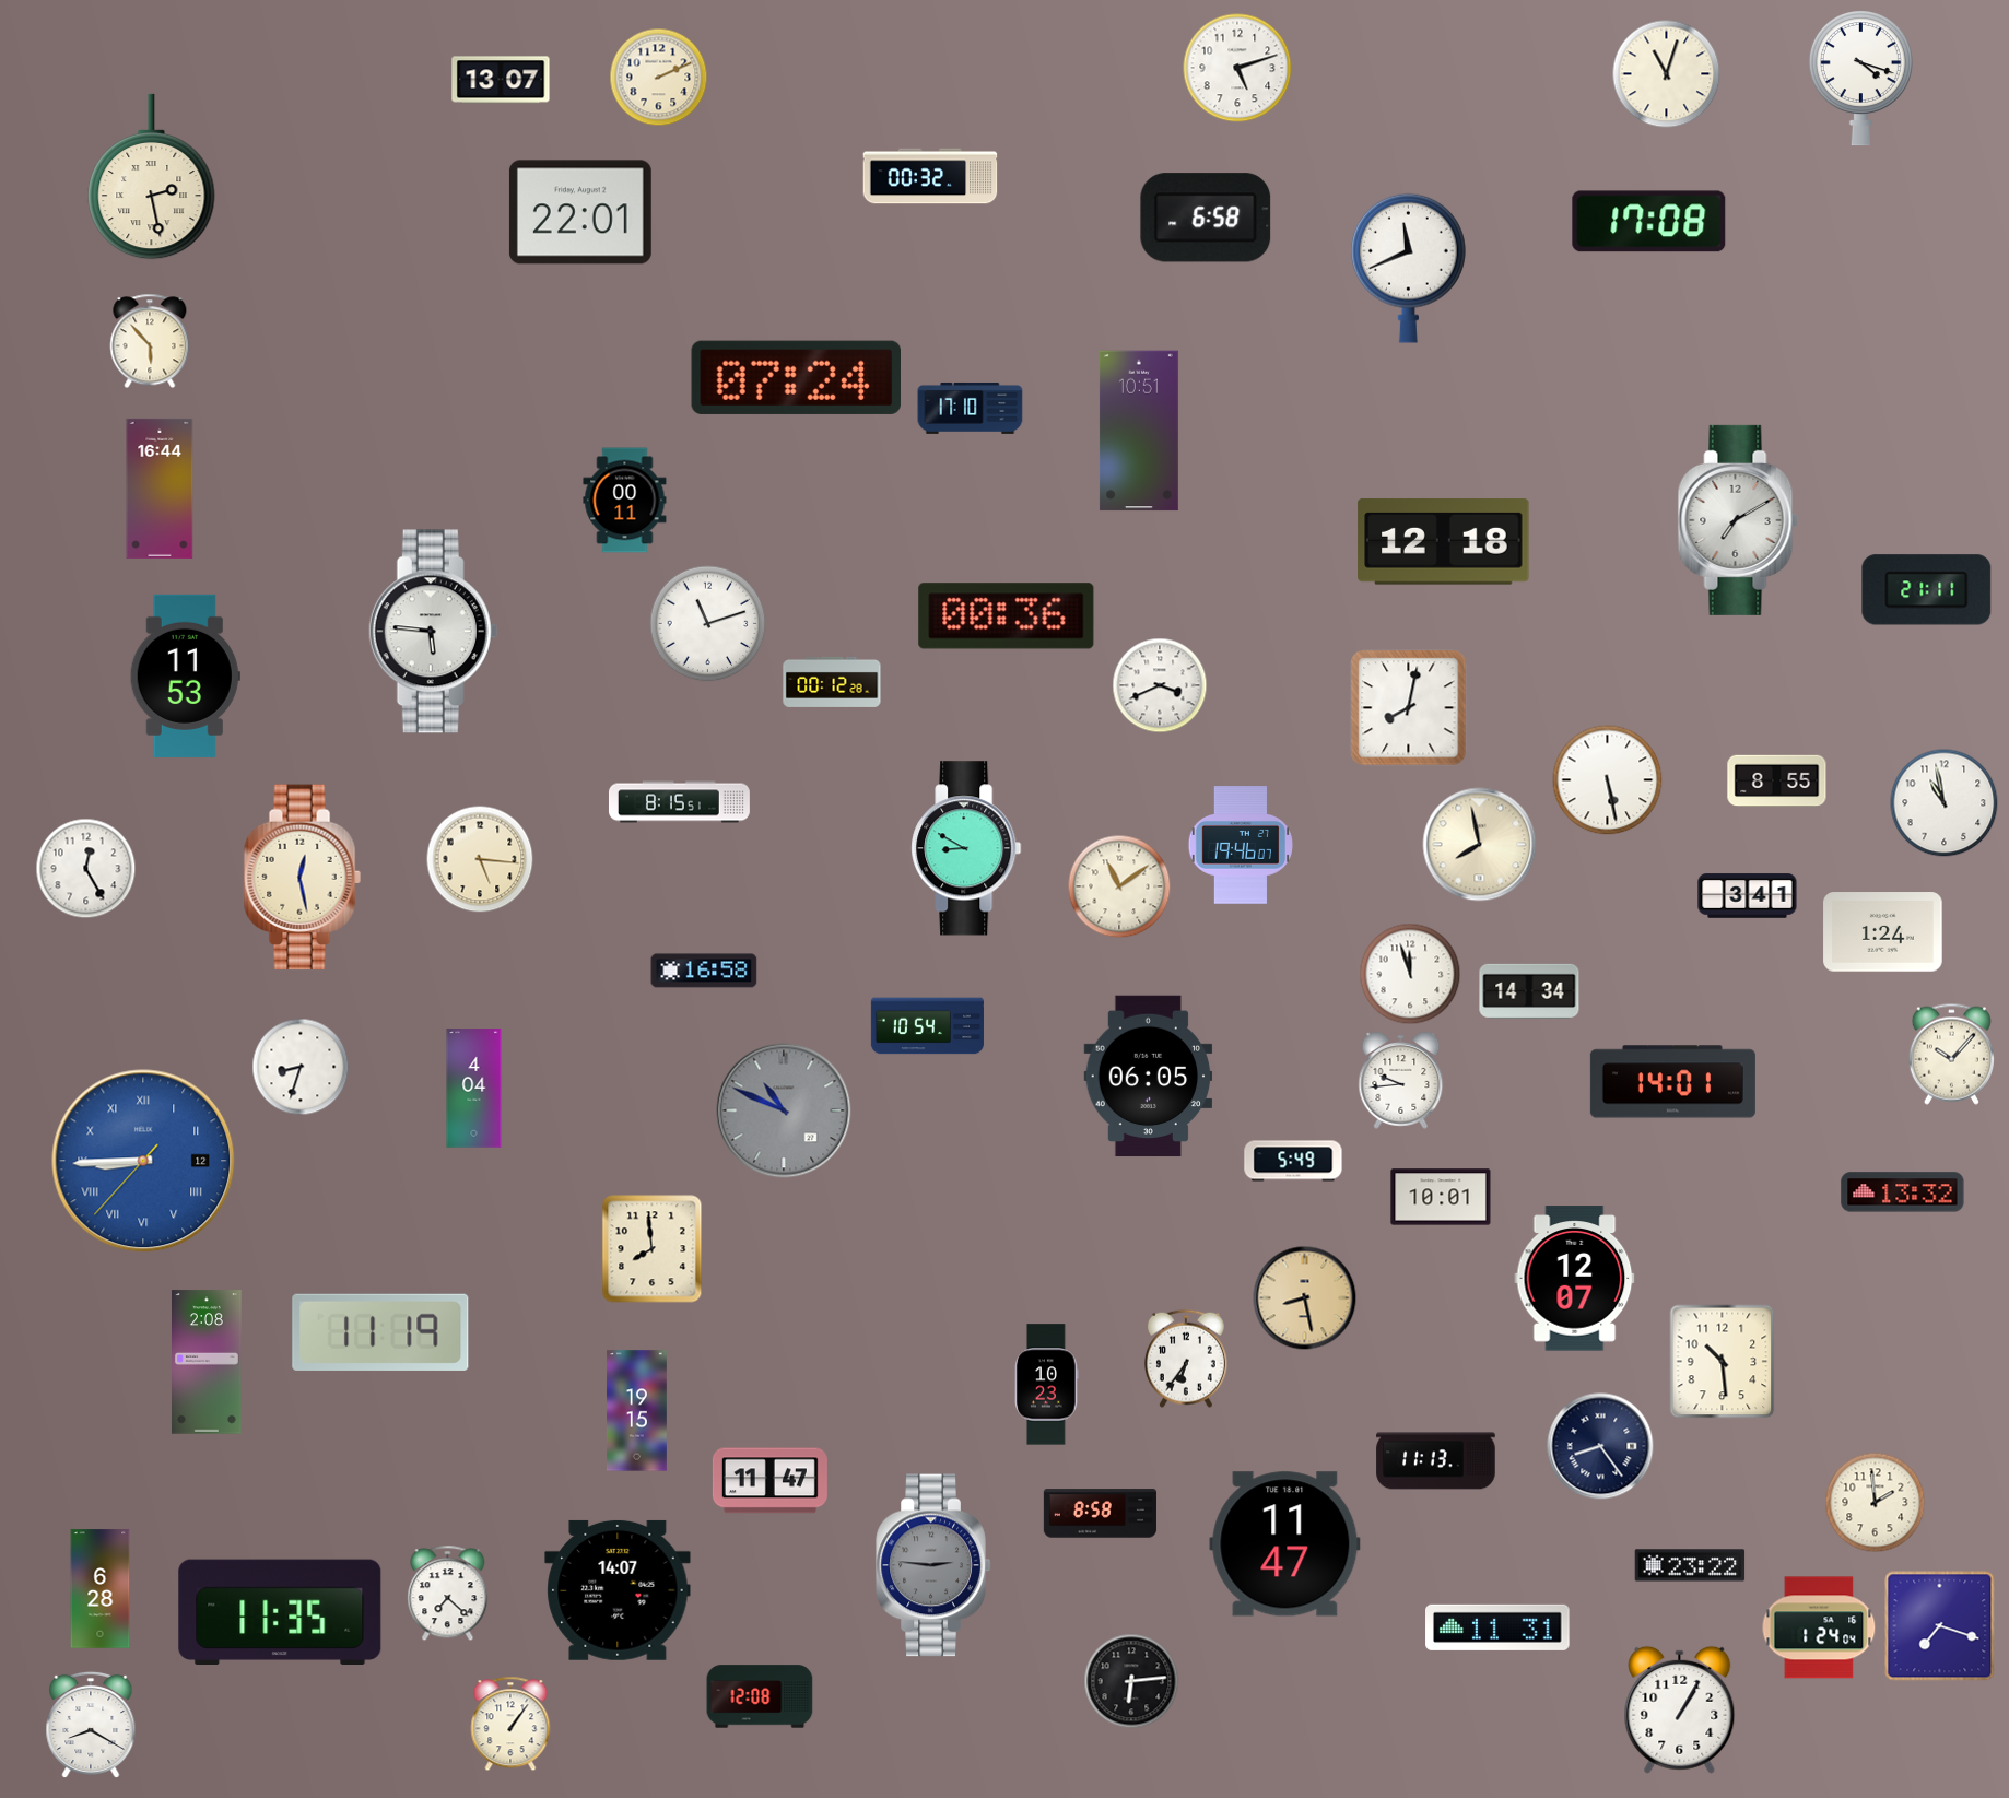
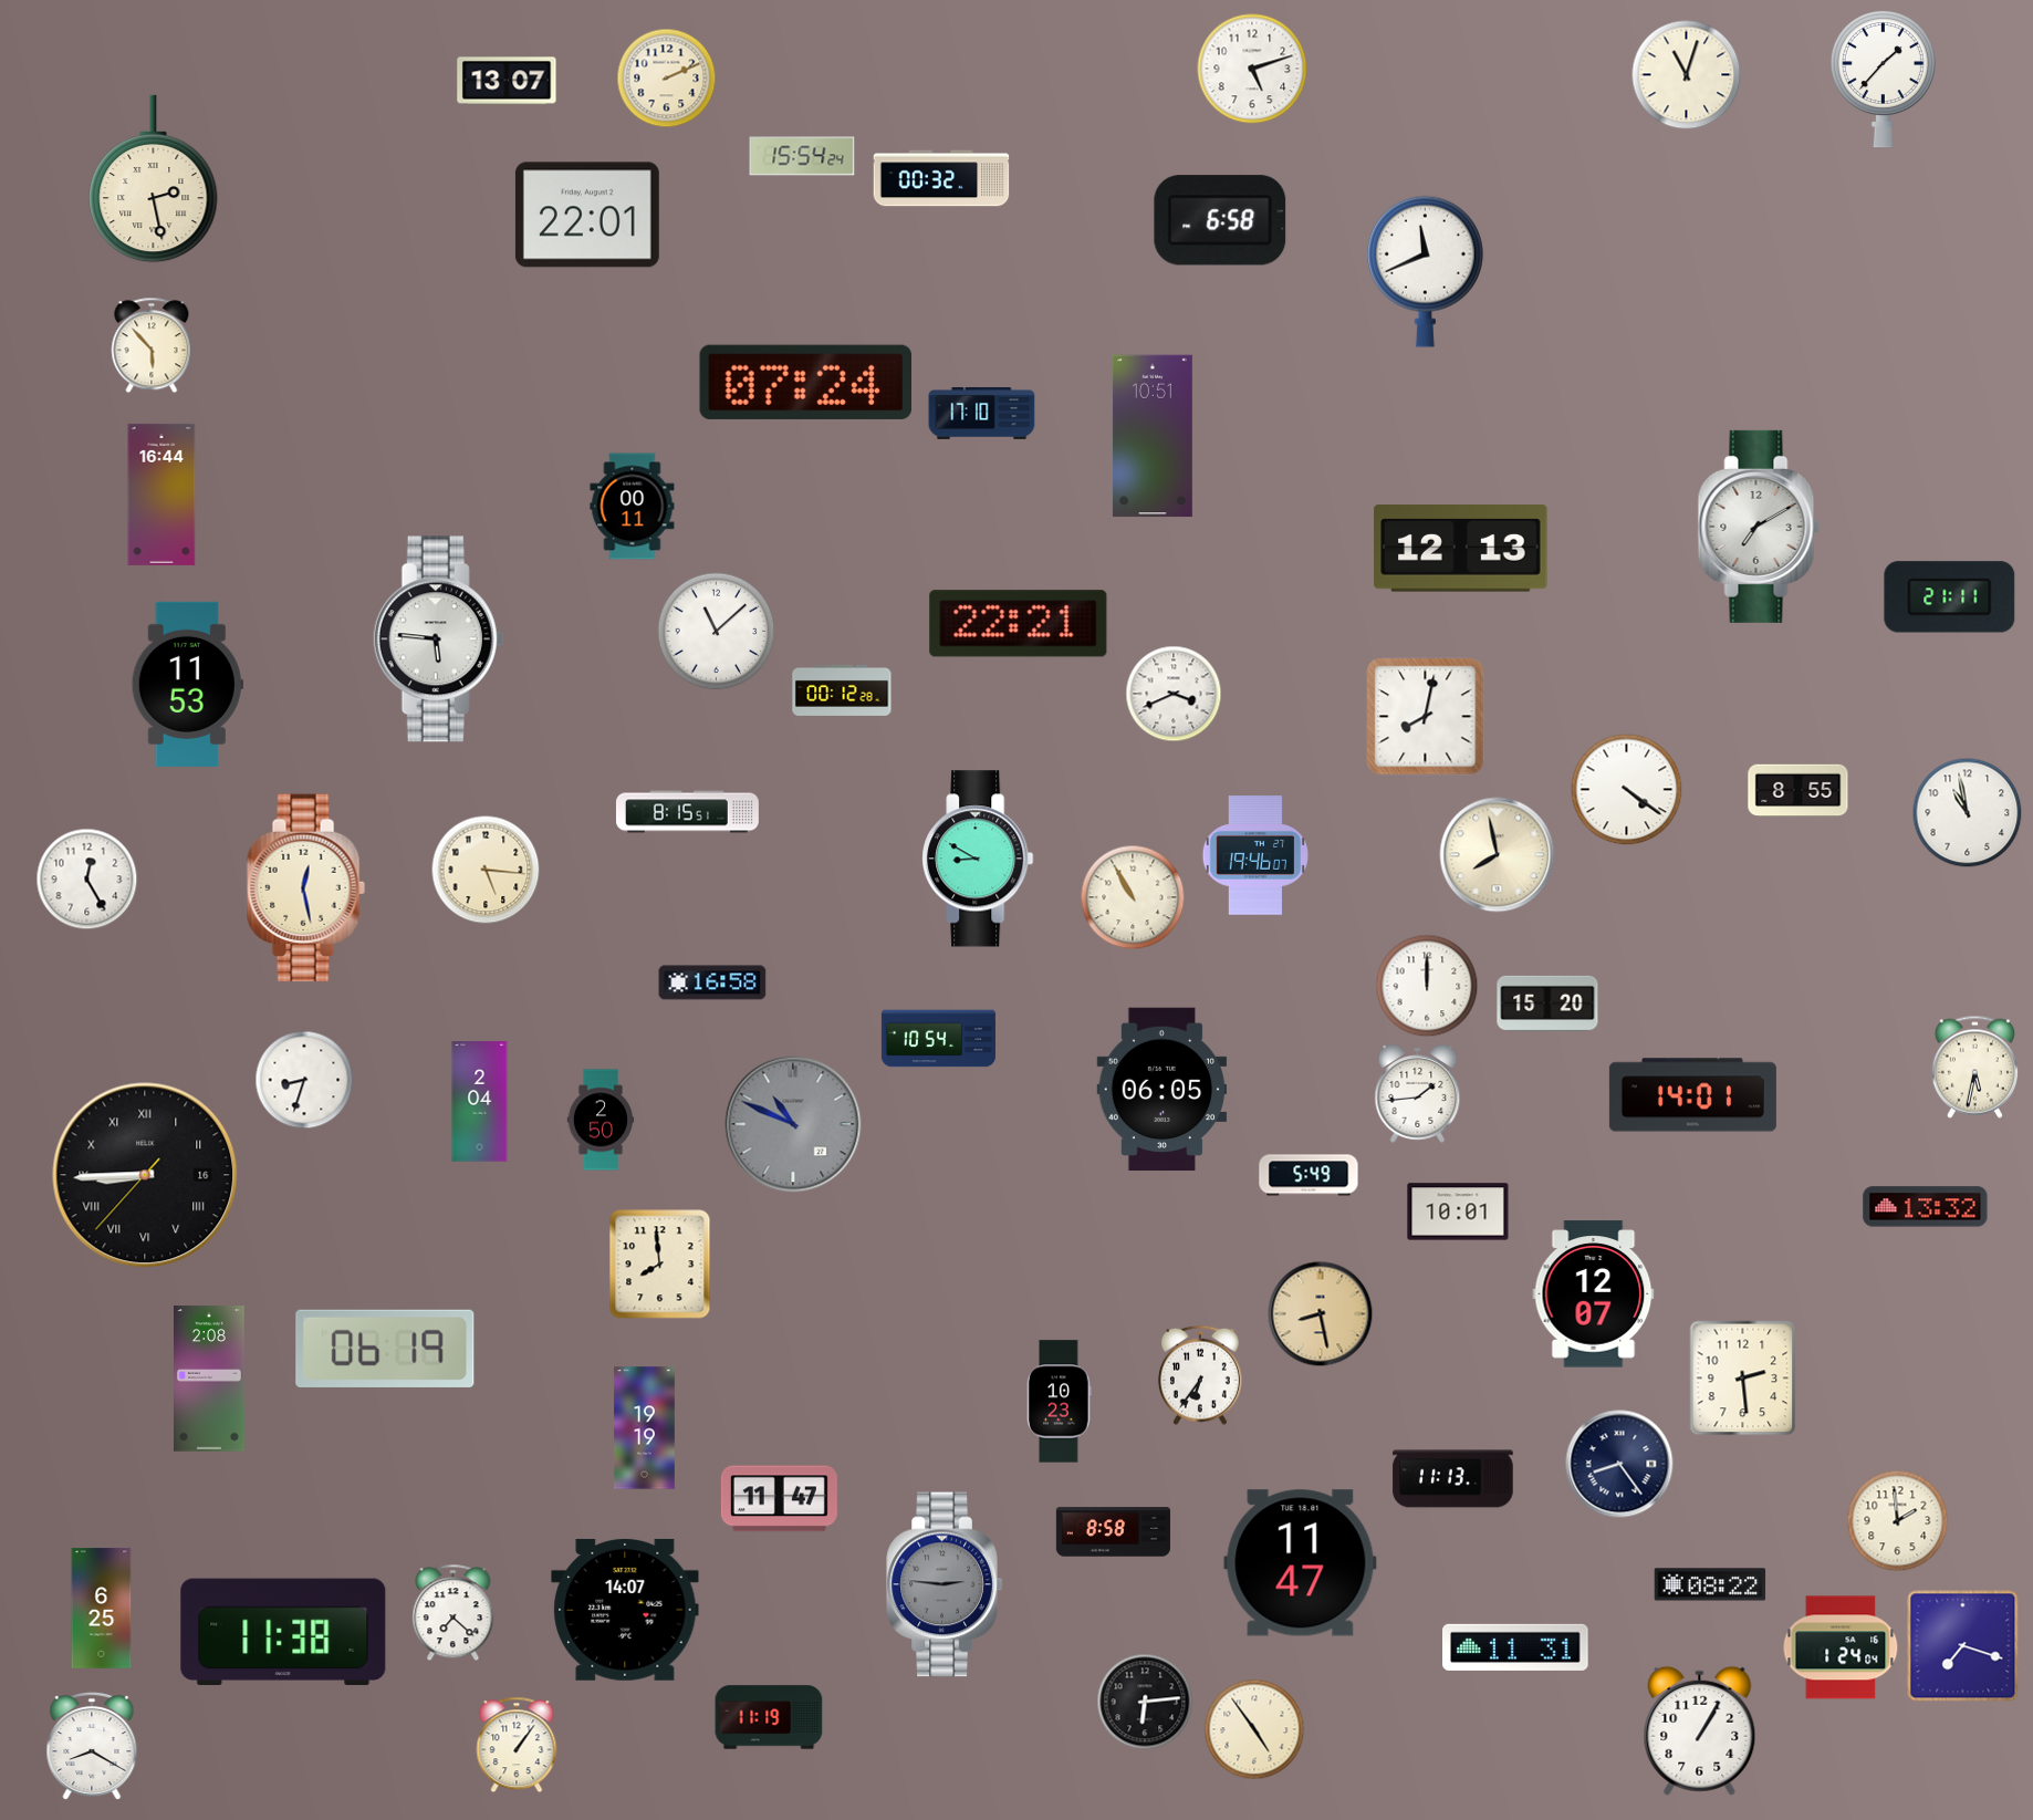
clock at (1860, 79): 4:18 -> 1:37
clock at (802, 156): none -> 15:54
clock at (1649, 222): 17:08 -> none
clock at (1444, 542): 12:18 -> 12:13
clock at (1007, 616): 00:36 -> 22:21
clock at (708, 624): 11:12 -> 11:08
clock at (1608, 780): 5:28 -> 4:21
clock at (1119, 886): 11:09 -> 10:55
clock at (1748, 896): 3:41 -> none
clock at (1883, 932): 1:24 -> none
clock at (1410, 974): 11:57 -> 12:00
clock at (1529, 991): 14:34 -> 15:20
clock at (1951, 1054): 10:07 -> 5:32
clock at (1401, 1080): 9:44 -> 1:44
clock at (474, 1089): 4:04 -> 2:04
clock at (601, 1120): none -> 2:50
clock at (143, 1161) date: 12 -> 16
clock at (143, 1161) dial: blue -> black
clock at (380, 1332): 11:19 -> 06:19
clock at (1723, 1362): 10:29 -> 2:29
clock at (636, 1411): 19:15 -> 19:19
clock at (1690, 1565): 23:22 -> 08:22
clock at (101, 1589): 6:28 -> 6:25
clock at (280, 1611): 11:35 -> 11:38
clock at (760, 1696): 12:08 -> 11:19
clock at (1254, 1729): none -> 4:54
